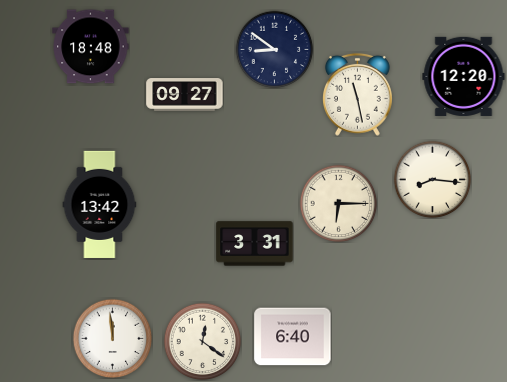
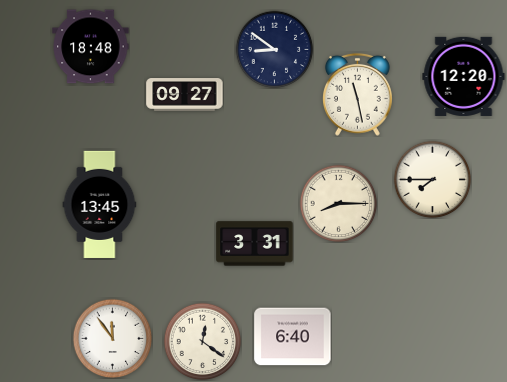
clock at (432, 179): 8:16 -> 7:45
clock at (338, 203): 6:15 -> 8:15
clock at (100, 204): 13:42 -> 13:45
clock at (112, 338): 11:59 -> 11:54
